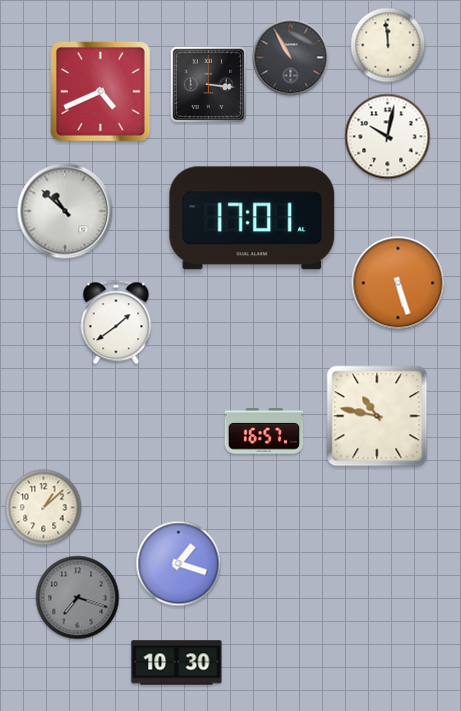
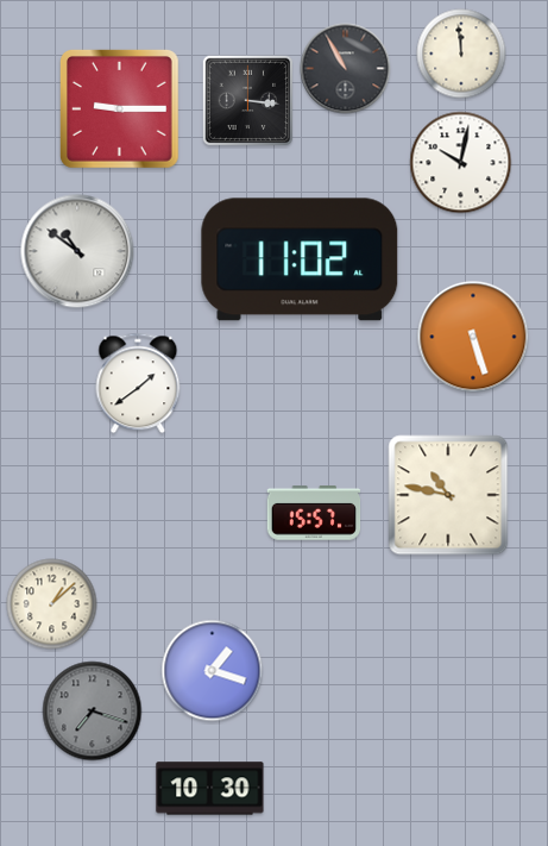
clock at (100, 91): 4:41 -> 9:15
clock at (65, 211): 10:52 -> 10:51
clock at (252, 218): 17:01 -> 11:02
clock at (264, 431): 16:57 -> 15:57
